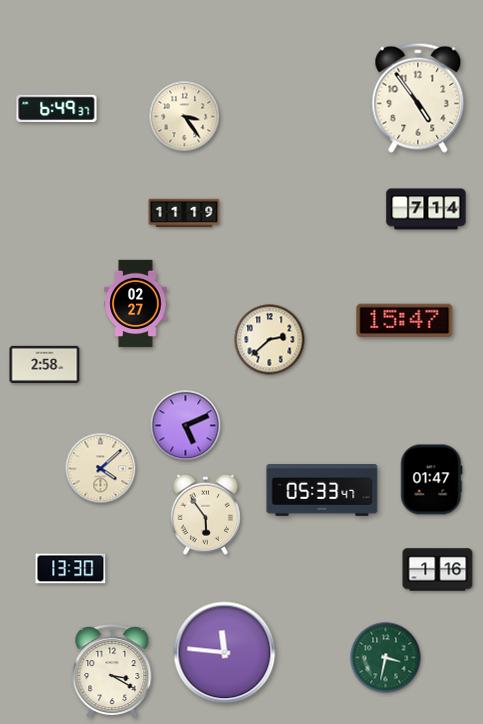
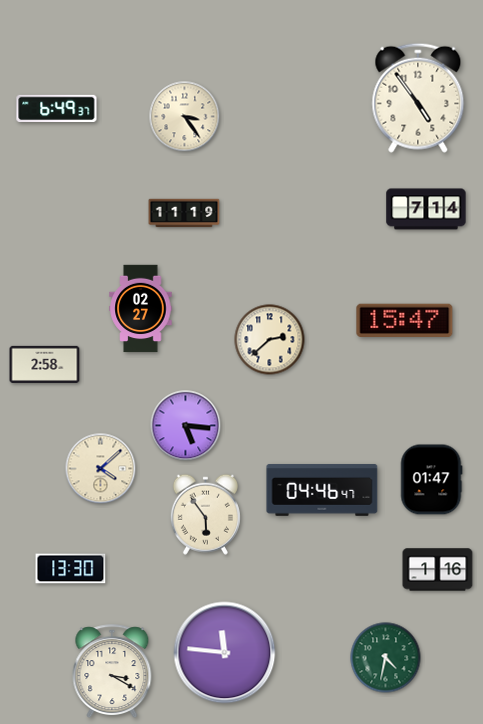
clock at (136, 304) position: (136, 304) -> (141, 309)
clock at (186, 426): 5:11 -> 5:16
clock at (322, 490): 05:33 -> 04:46
clock at (386, 658): 3:32 -> 4:32
